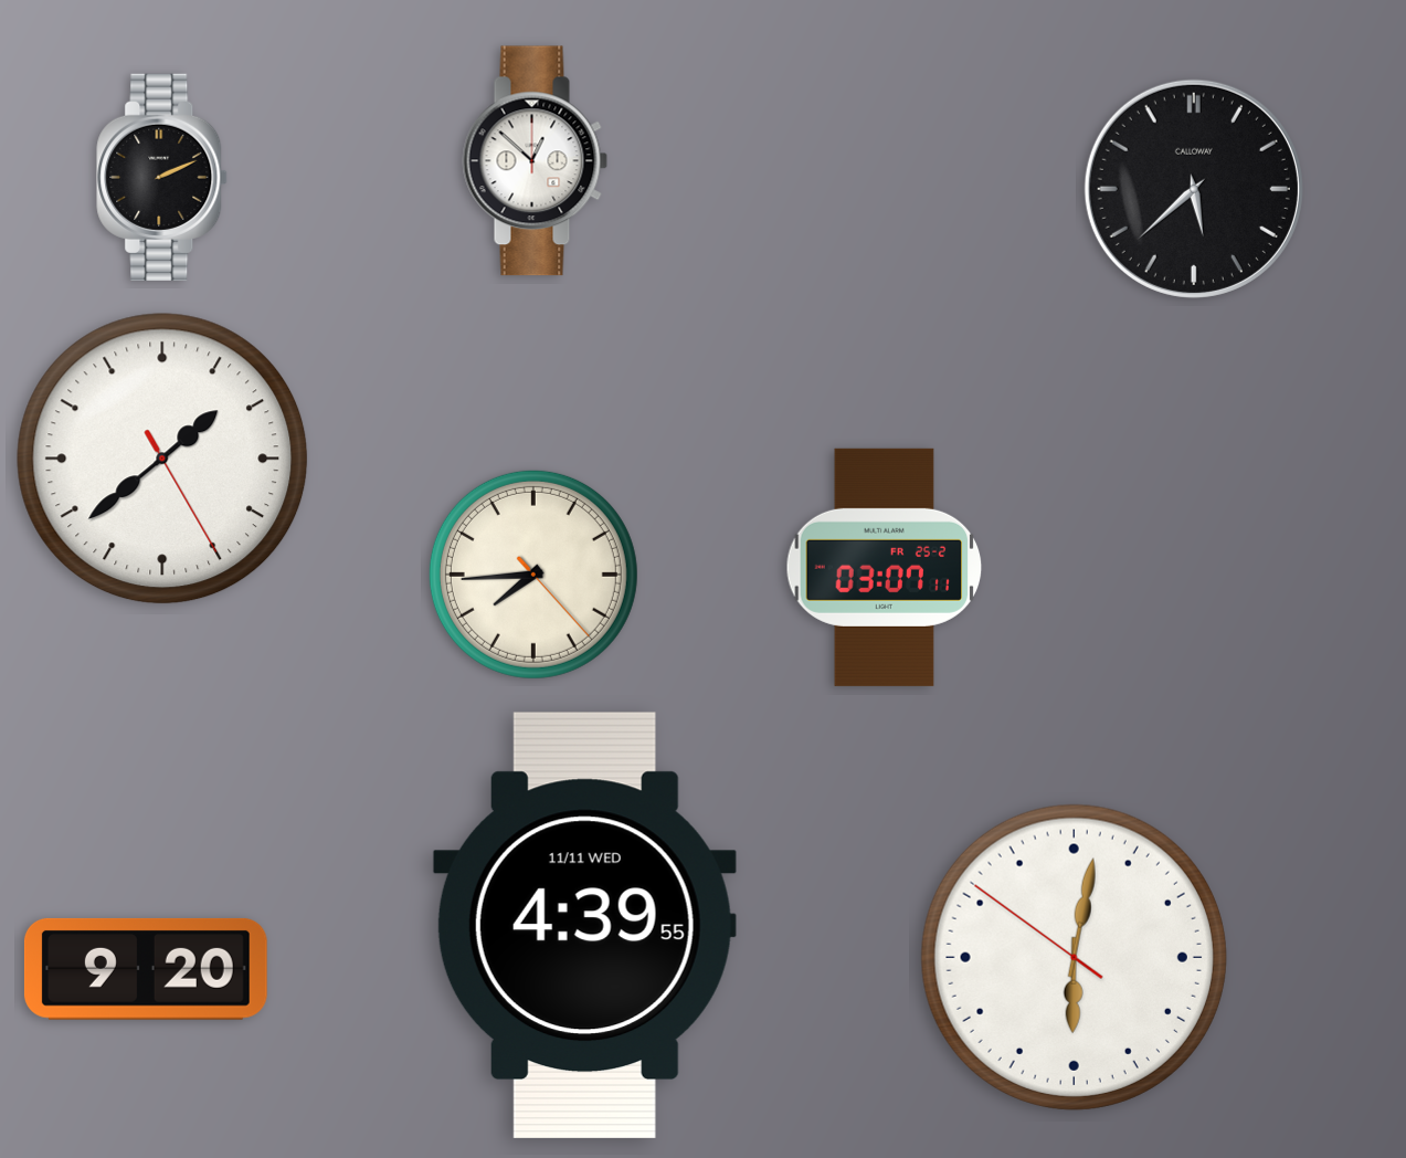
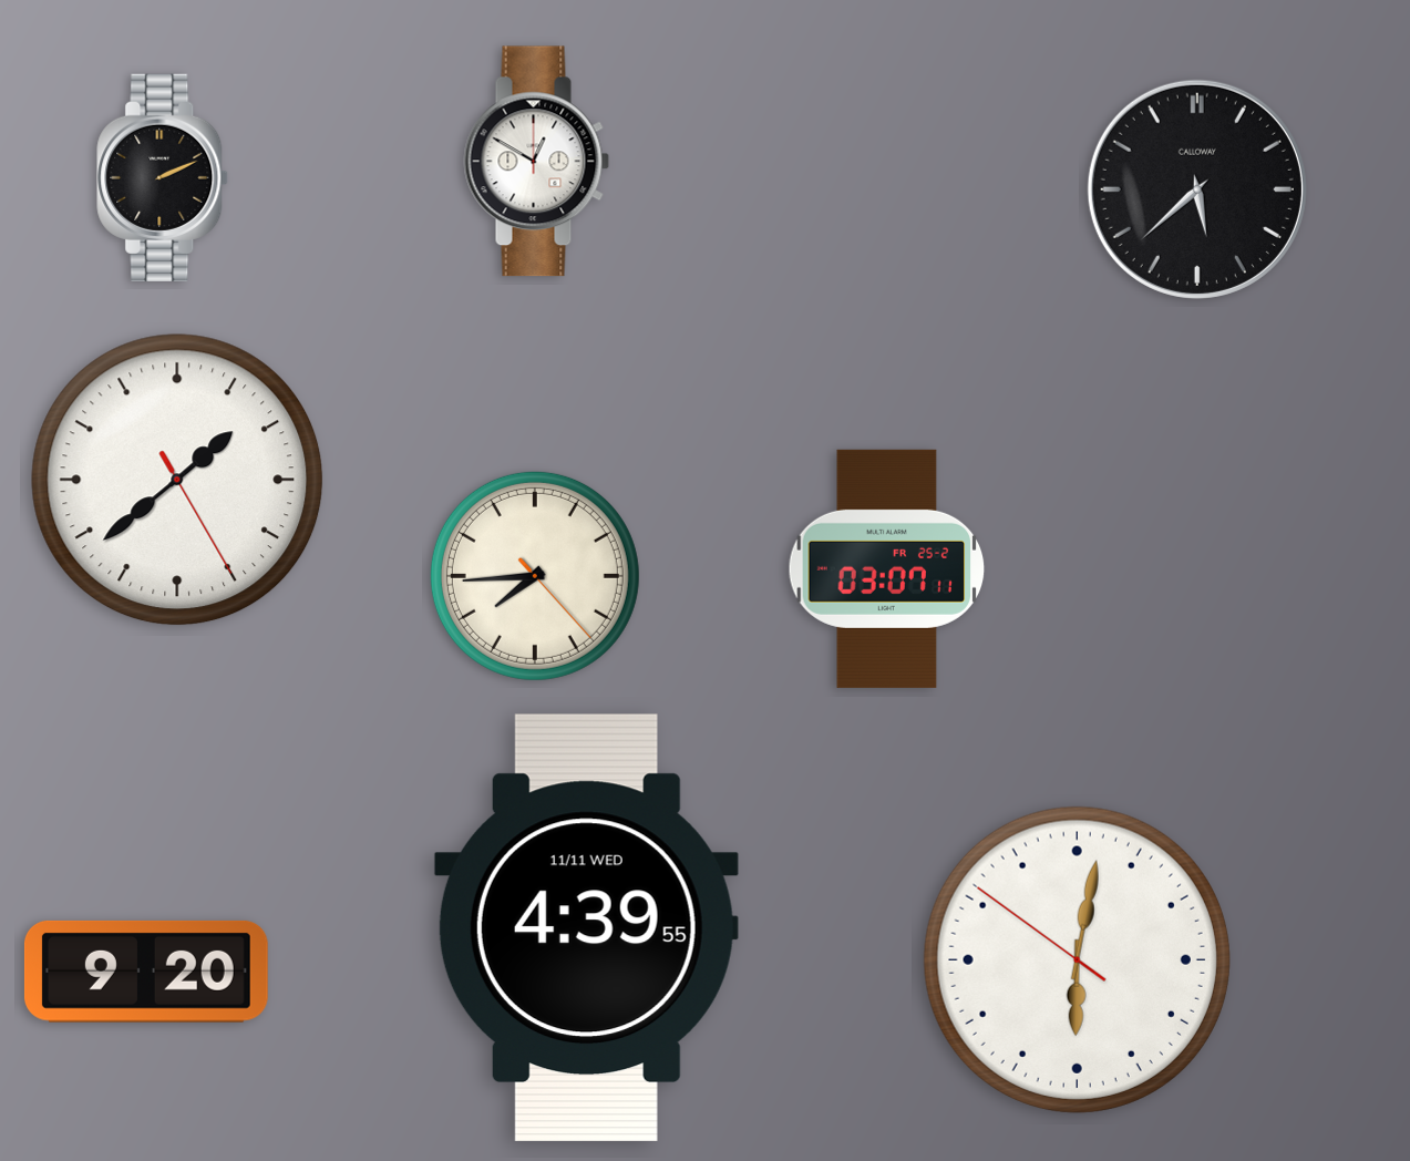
clock at (536, 161): 12:52 -> 12:50
clock at (162, 459) position: (162, 459) -> (177, 480)
